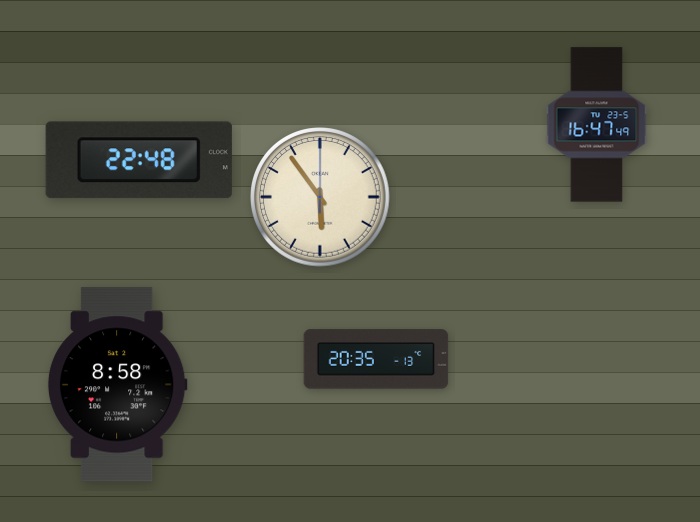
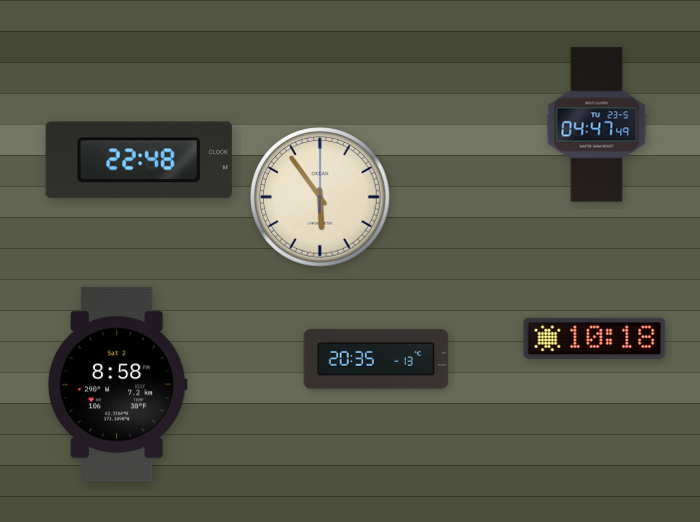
clock at (597, 125): 16:47 -> 04:47
clock at (595, 338): none -> 10:18
